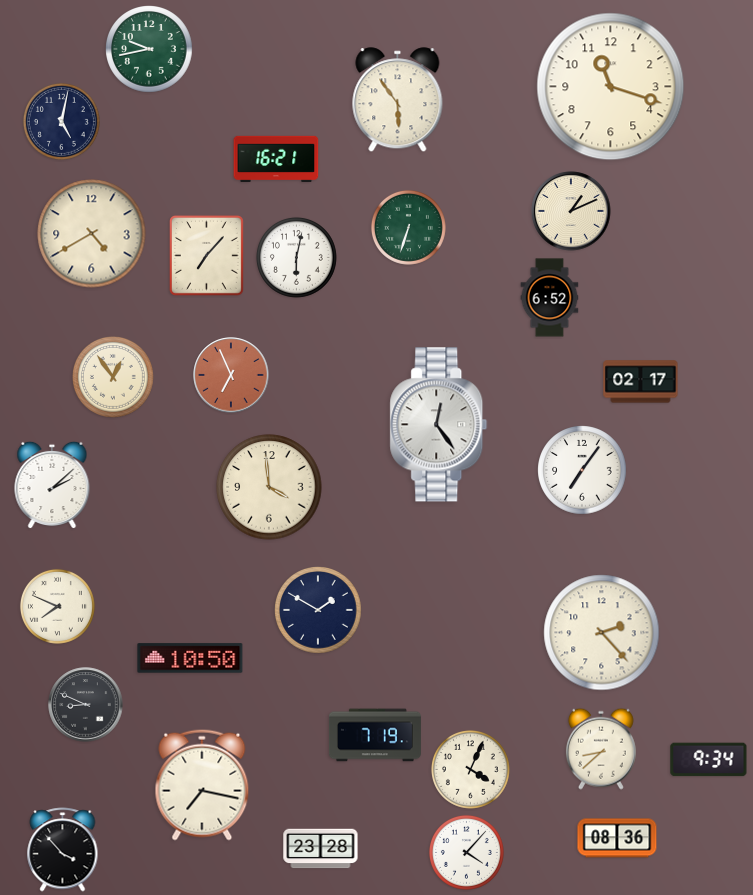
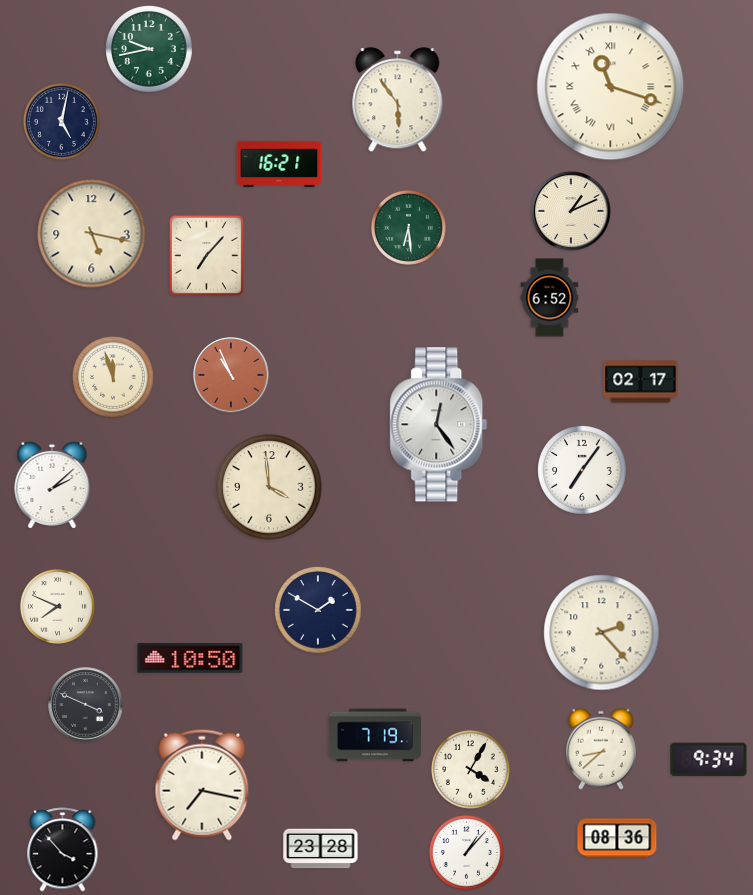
clock at (611, 87) numerals: Arabic -> Roman
clock at (276, 158) position: (276, 158) -> (279, 163)
clock at (408, 227): 6:33 -> 6:29
clock at (92, 234): 4:40 -> 5:17
clock at (296, 257): 6:02 -> none
clock at (231, 375): 6:56 -> 10:56
clock at (113, 377): 12:54 -> 11:57
clock at (86, 705): 8:49 -> 3:49
clock at (470, 769): 4:04 -> 4:05
clock at (466, 852): 4:07 -> 1:07
